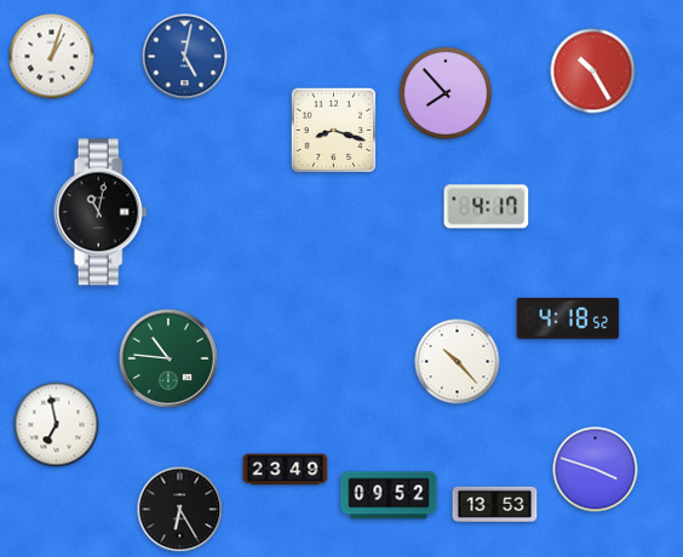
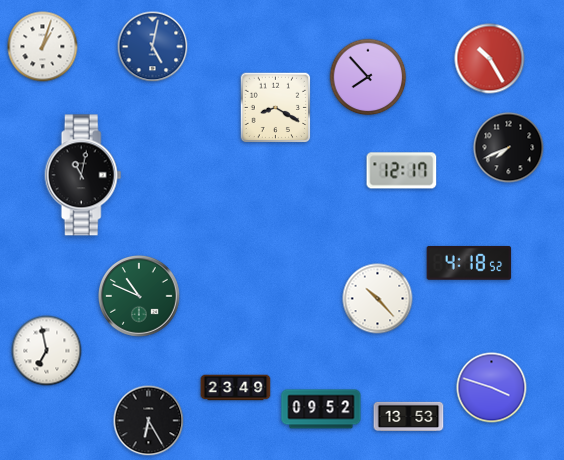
clock at (334, 131): 8:18 -> 8:20
clock at (509, 148): none -> 7:41
clock at (487, 207): 4:17 -> 12:17
clock at (170, 360): 10:46 -> 10:49
